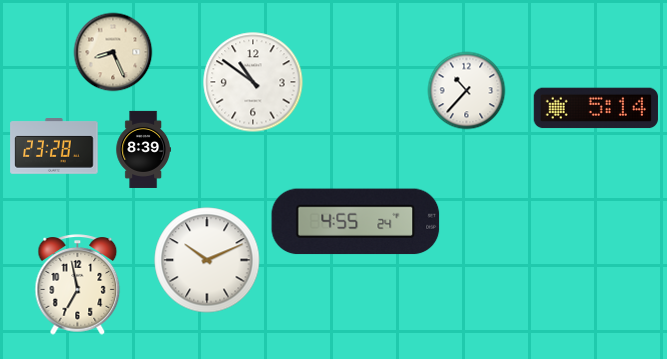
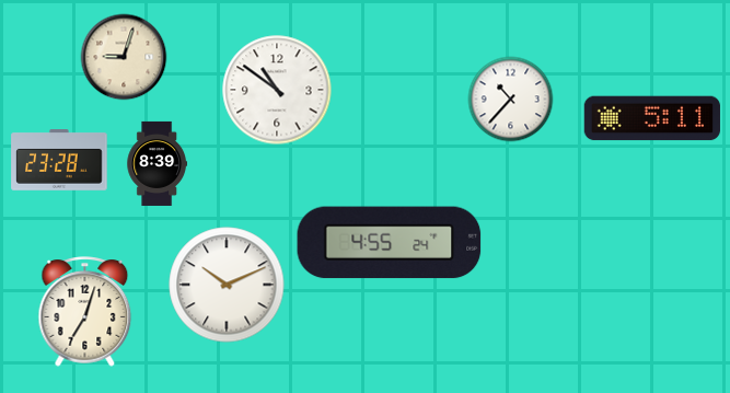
clock at (113, 52): 8:26 -> 9:03
clock at (596, 108): 5:14 -> 5:11
clock at (78, 285): 6:58 -> 7:03
